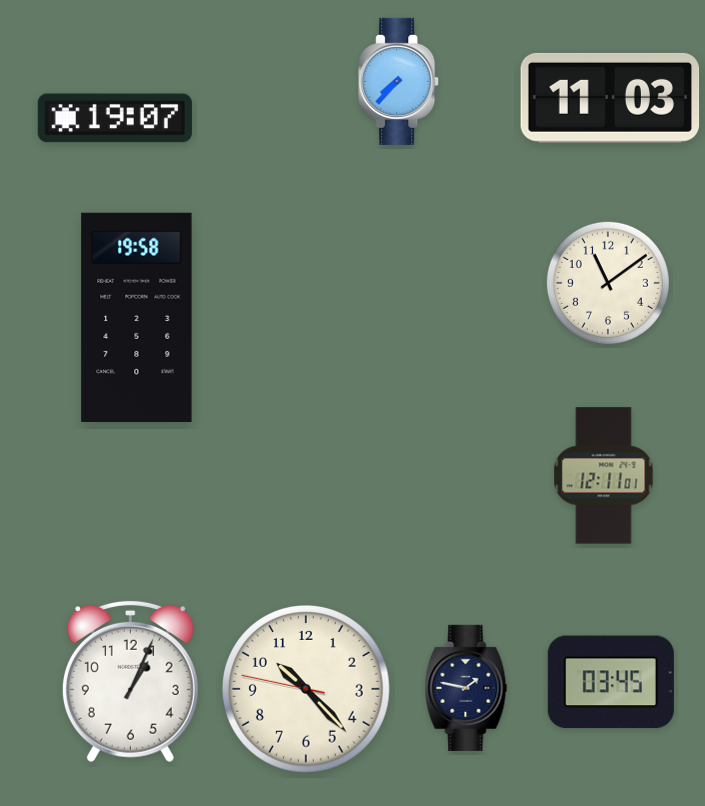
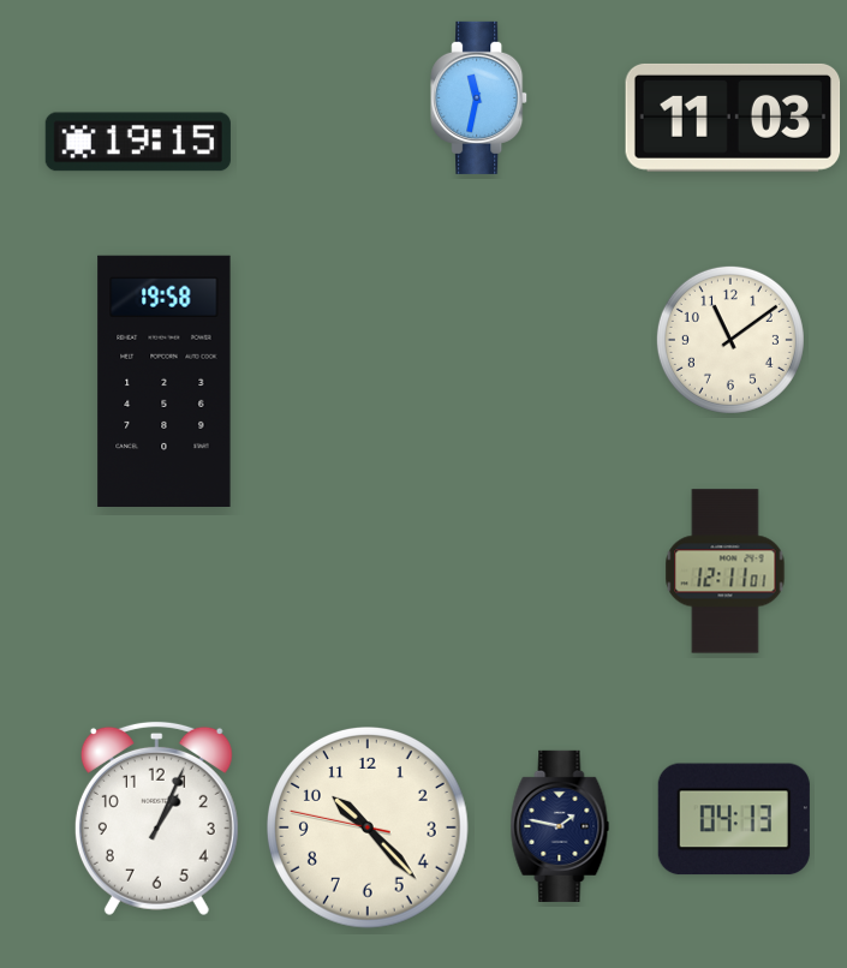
clock at (399, 81): 7:37 -> 11:32
clock at (115, 118): 19:07 -> 19:15
clock at (611, 682): 03:45 -> 04:13
